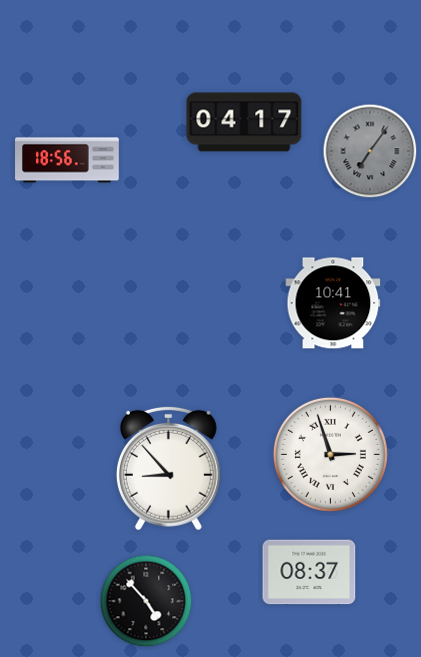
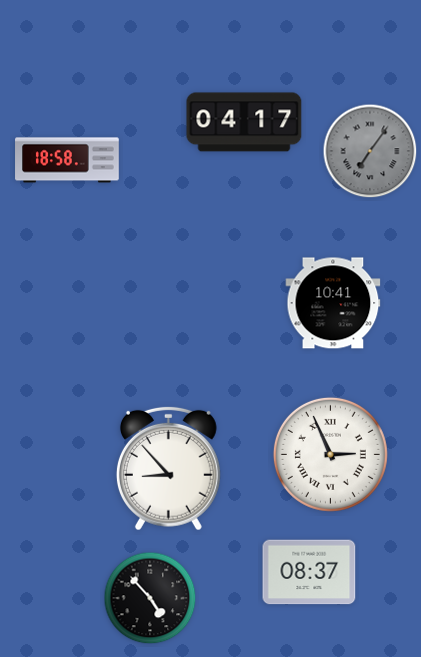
clock at (67, 160): 18:56 -> 18:58
clock at (330, 454): 2:57 -> 2:56
clock at (146, 601) position: (146, 601) -> (150, 598)
